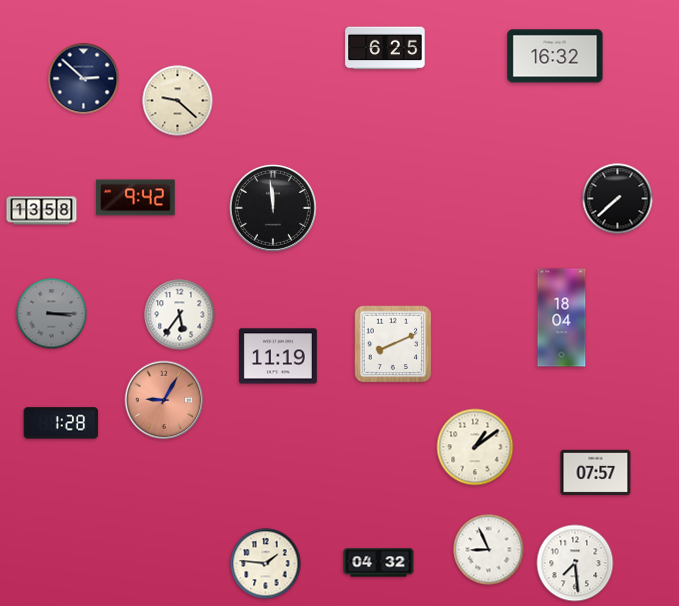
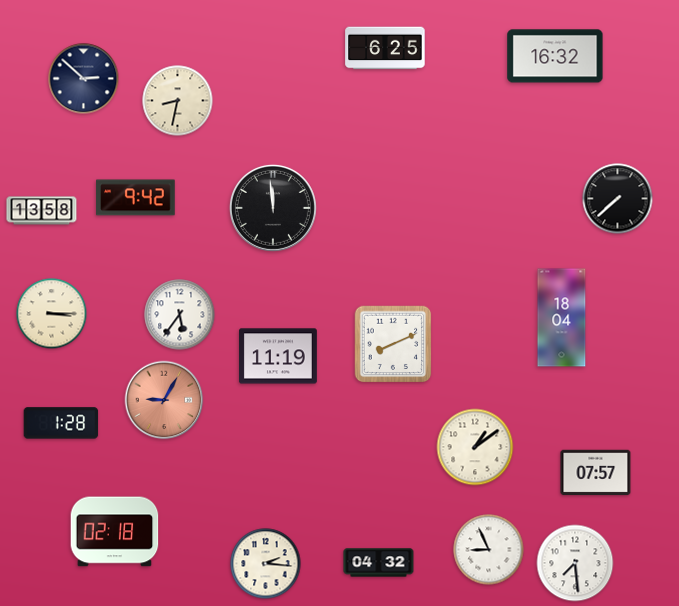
clock at (178, 101): 9:22 -> 8:32
clock at (52, 314) dial: grey -> cream
clock at (115, 532): none -> 02:18
clock at (266, 564): 1:46 -> 2:16
